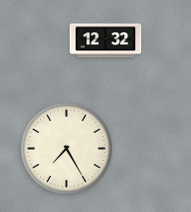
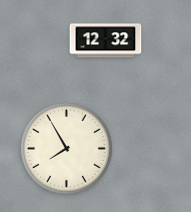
clock at (66, 148): 7:25 -> 7:55
